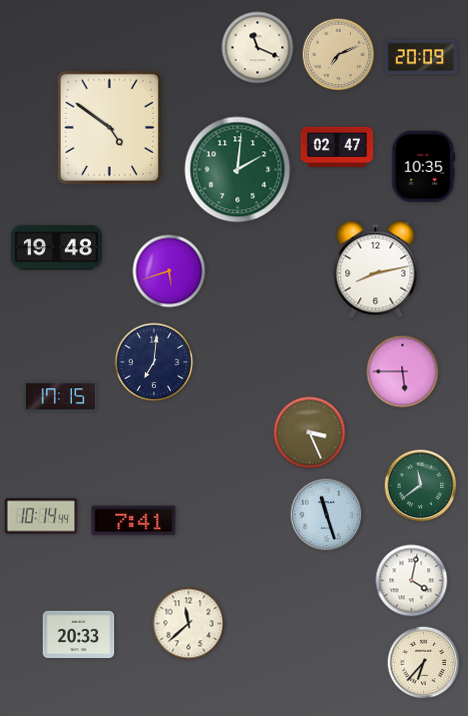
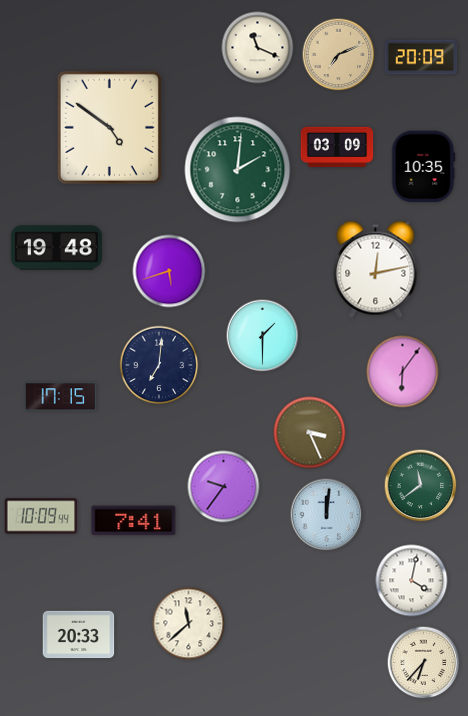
clock at (337, 147): 02:47 -> 03:09
clock at (376, 269): 8:13 -> 12:13
clock at (263, 336): none -> 1:30
clock at (154, 362) position: (154, 362) -> (159, 365)
clock at (403, 372): 5:45 -> 6:06
clock at (224, 487): none -> 9:36
clock at (327, 515): 11:27 -> 12:01
clock at (41, 516): 10:14 -> 10:09
